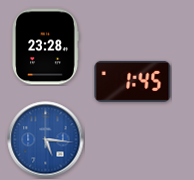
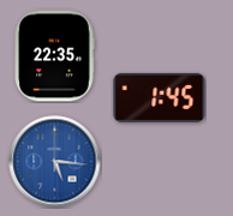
clock at (45, 47): 23:28 -> 22:35
clock at (46, 140) position: (46, 140) -> (55, 162)
